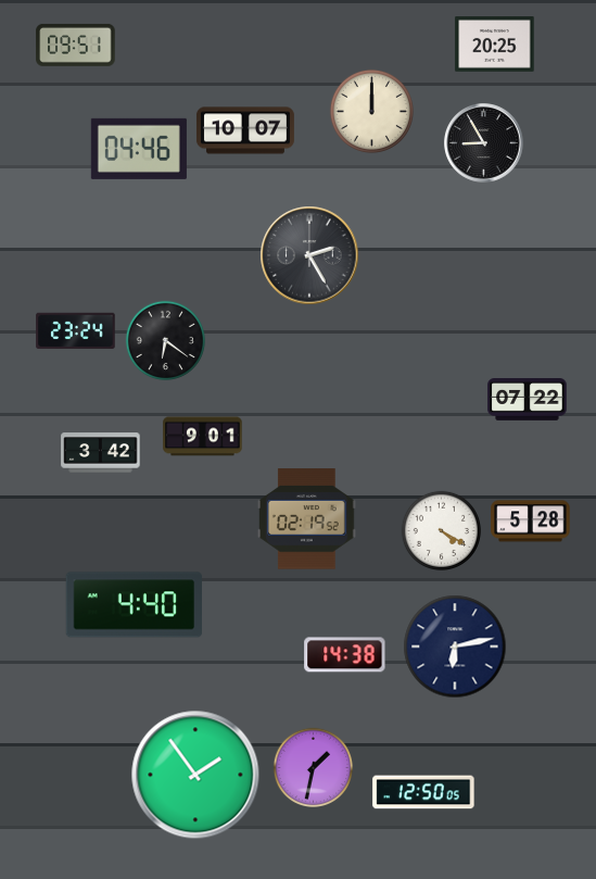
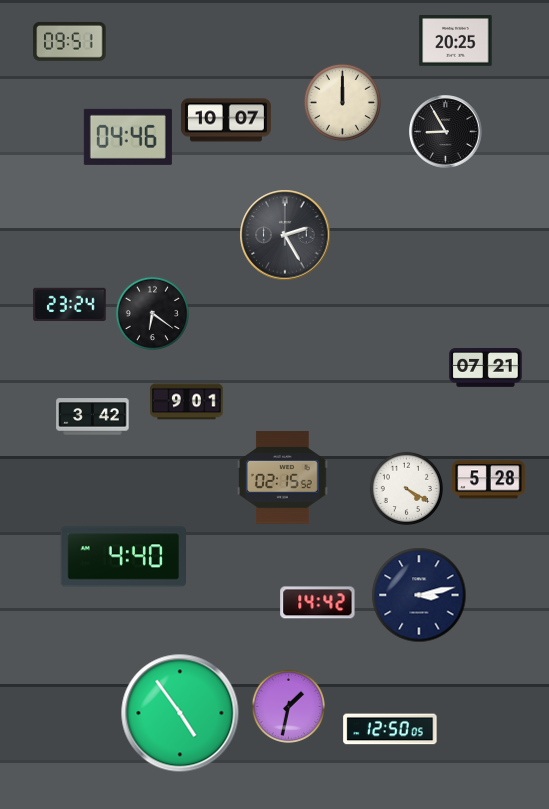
clock at (528, 400): 07:22 -> 07:21
clock at (307, 519): 02:19 -> 02:15
clock at (455, 646): 6:13 -> 3:13
clock at (345, 655): 14:38 -> 14:42
clock at (195, 775): 1:54 -> 4:54
